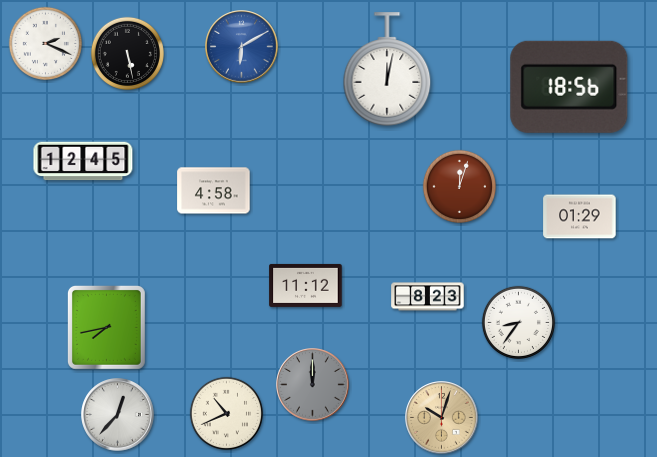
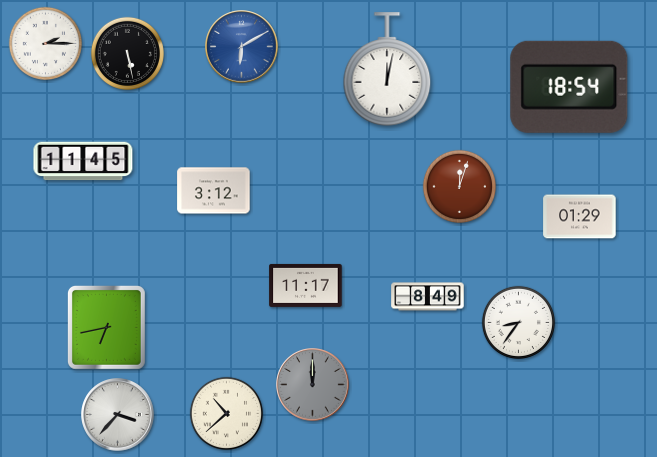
clock at (45, 43): 2:19 -> 2:15
clock at (569, 87): 18:56 -> 18:54
clock at (83, 161): 12:45 -> 11:45
clock at (214, 191): 4:58 -> 3:12
clock at (306, 285): 11:12 -> 11:17
clock at (428, 297): 8:23 -> 8:49
clock at (106, 328): 7:43 -> 6:43
clock at (226, 413): 10:41 -> 10:38
clock at (118, 415): 12:37 -> 3:37
clock at (442, 418): 10:03 -> none
